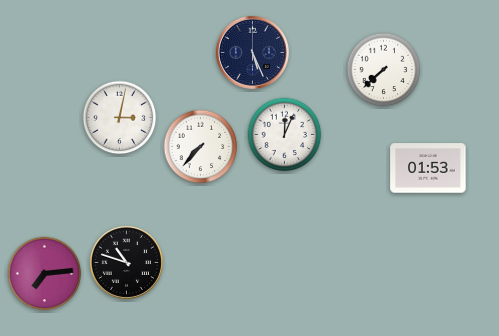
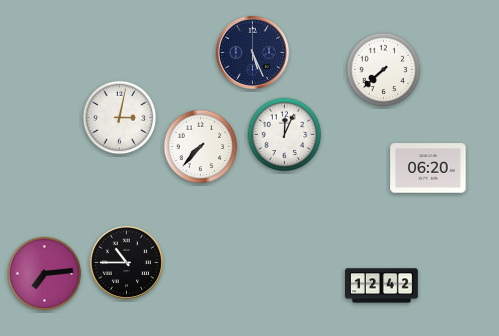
clock at (428, 168): 01:53 -> 06:20
clock at (126, 262): 10:48 -> 10:45
clock at (382, 286): none -> 12:42
